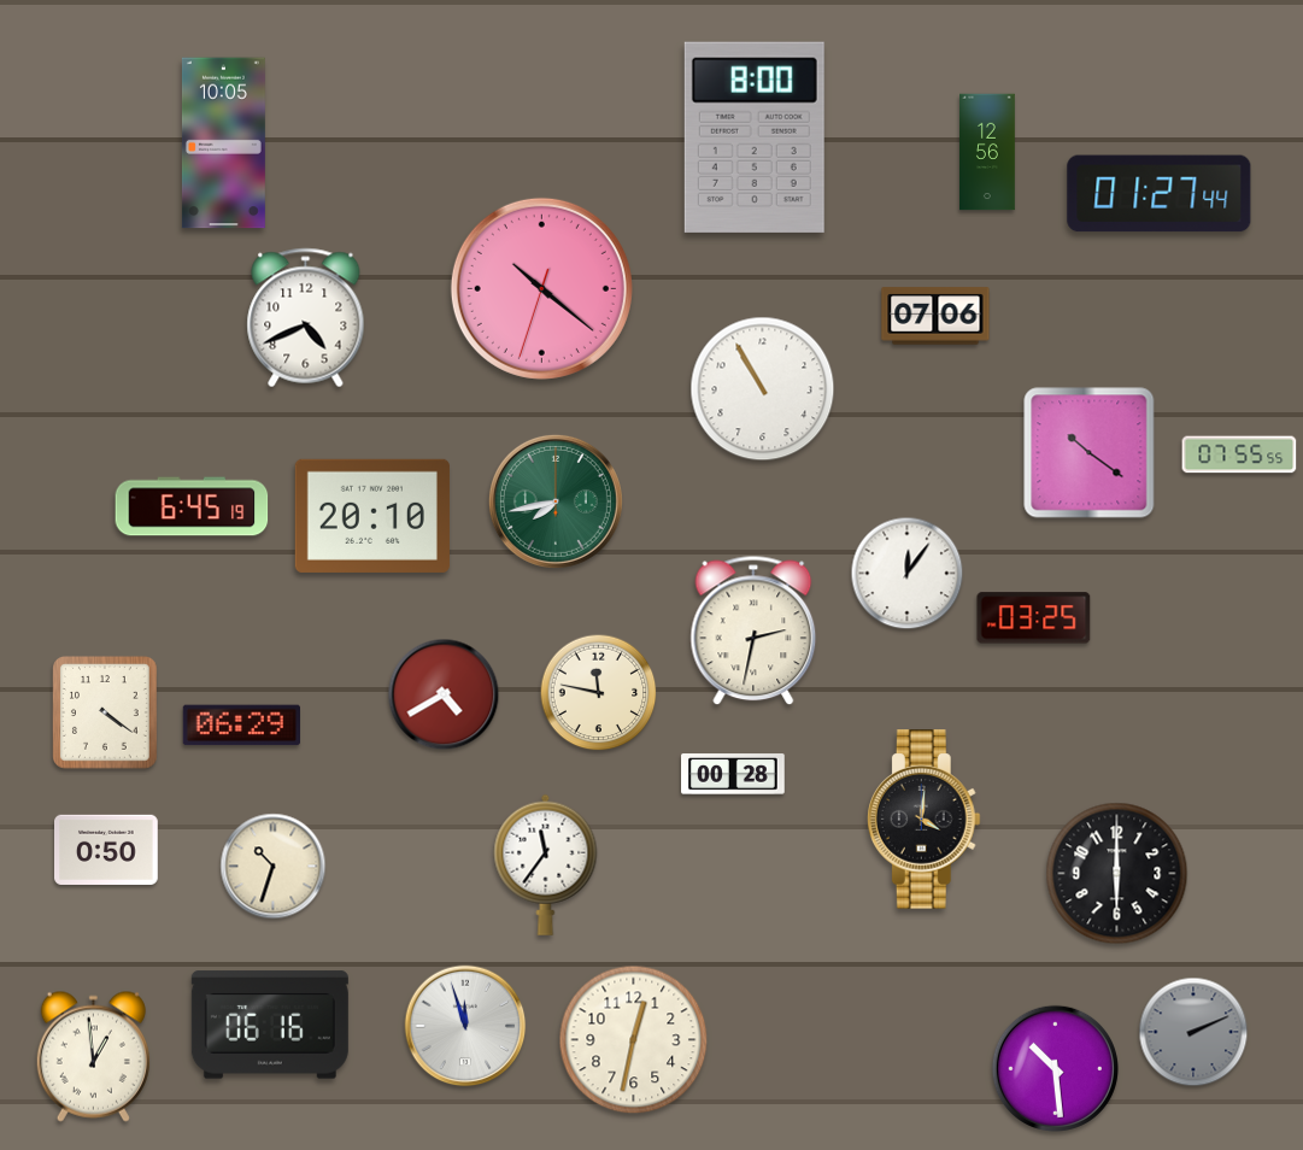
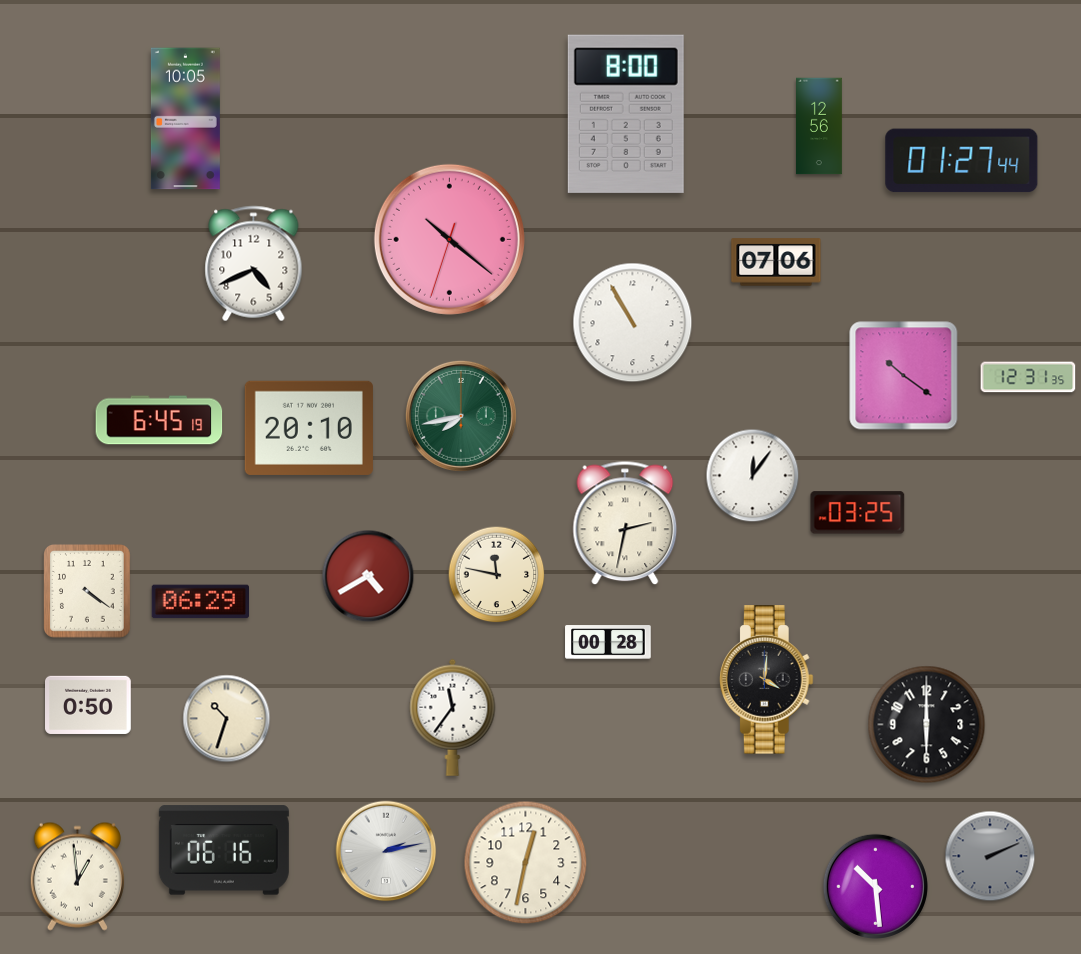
clock at (1239, 454): 07:55 -> 12:31
clock at (465, 1026): 11:57 -> 2:13
